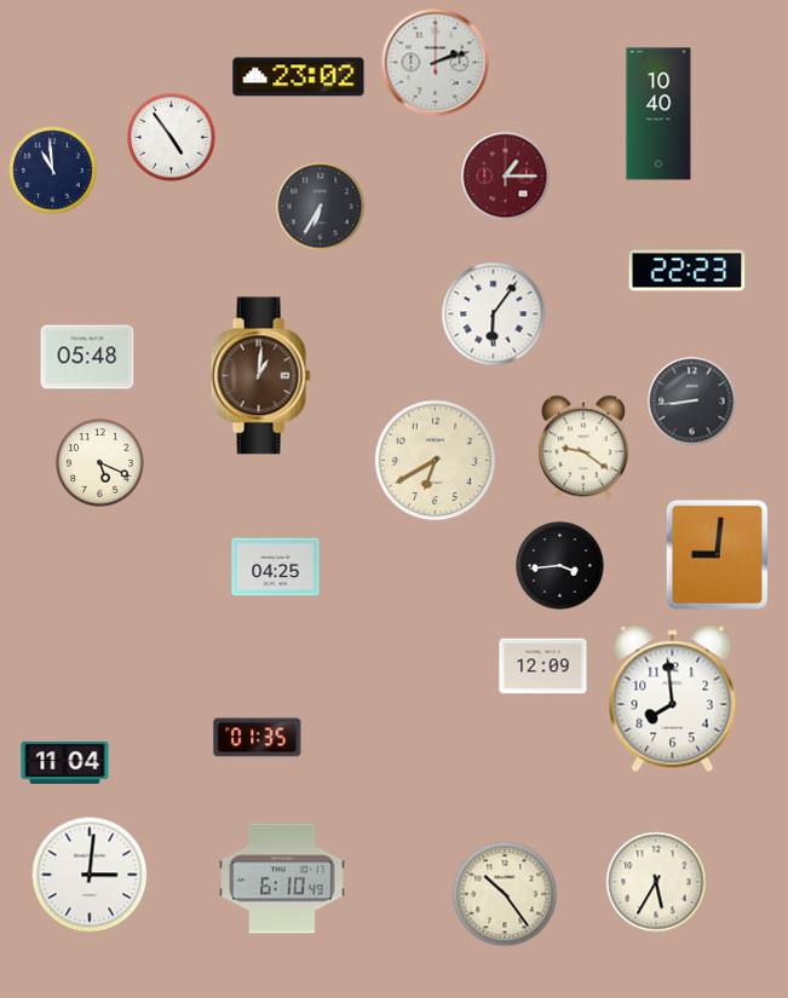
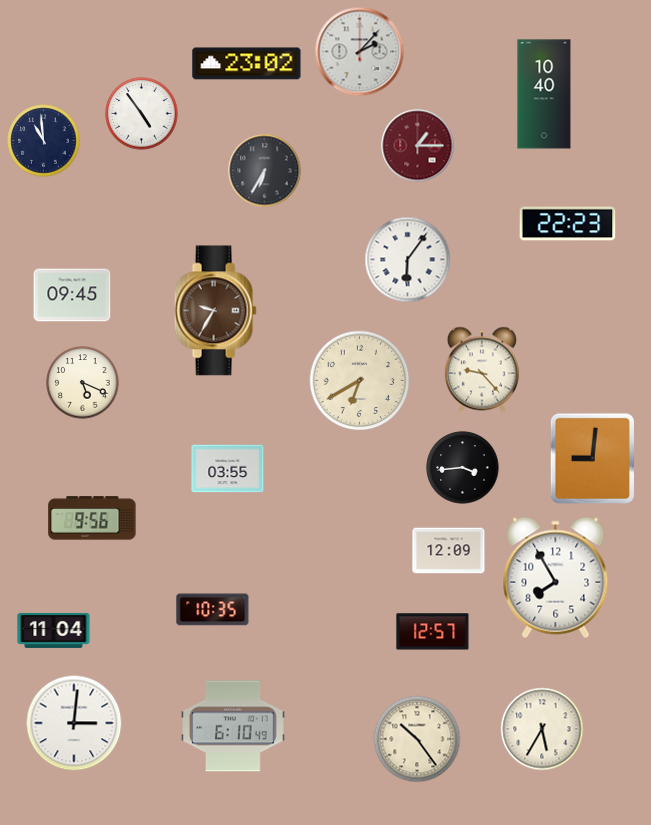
clock at (436, 63): 2:12 -> 2:07
clock at (87, 357): 05:48 -> 09:45
clock at (260, 376): 1:01 -> 9:35
clock at (692, 402): 8:44 -> none
clock at (583, 448): 9:21 -> 9:23
clock at (276, 567): 04:25 -> 03:55
clock at (92, 518): none -> 9:56
clock at (673, 699): 7:59 -> 7:55
clock at (258, 738): 01:35 -> 10:35
clock at (433, 632): none -> 12:57
